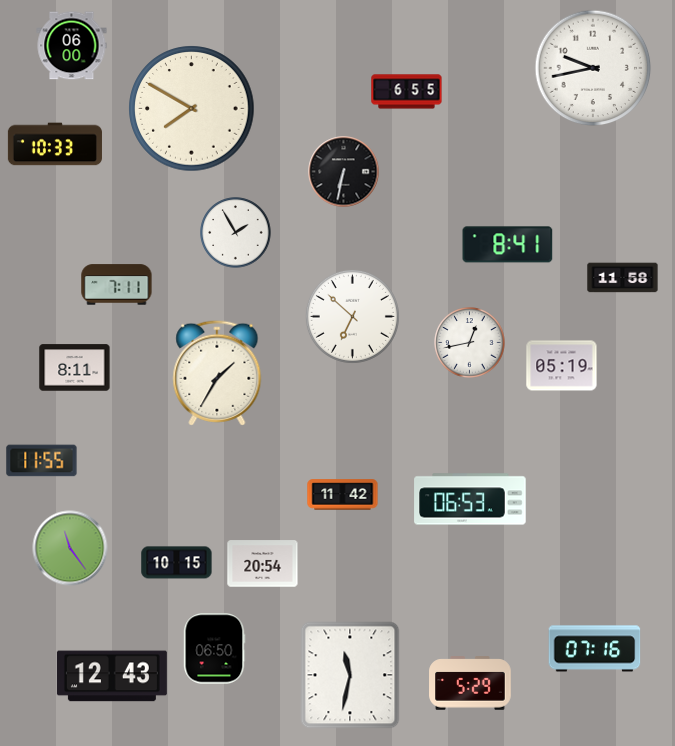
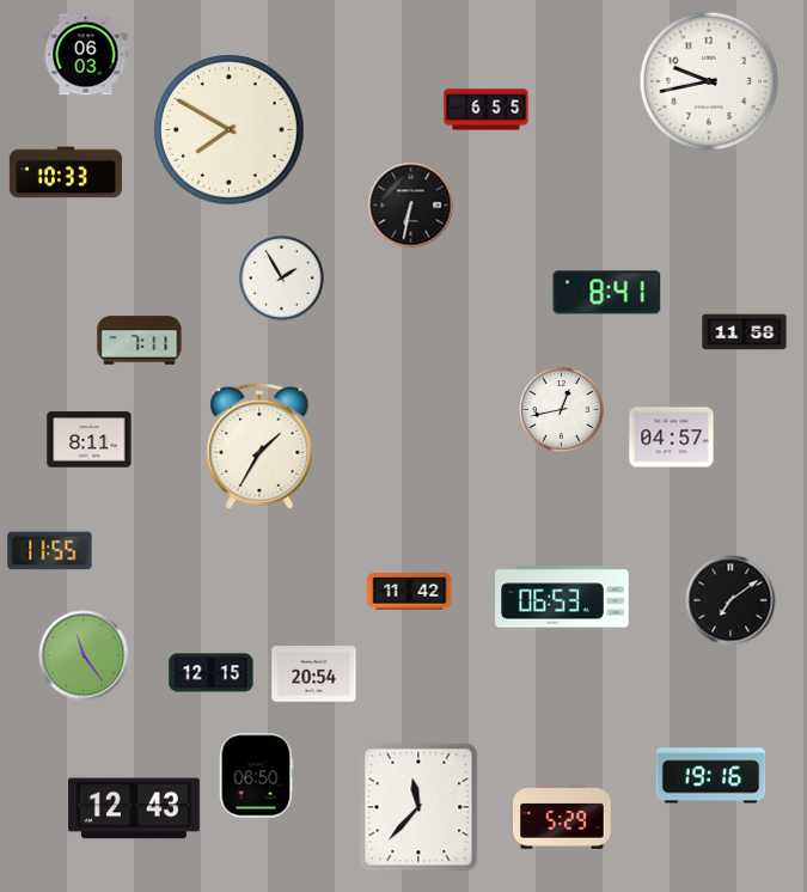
clock at (72, 46): 06:00 -> 06:03
clock at (352, 316): 6:52 -> none
clock at (562, 366): 05:19 -> 04:57
clock at (730, 600): none -> 7:09
clock at (177, 563): 10:15 -> 12:15
clock at (595, 649): 07:16 -> 19:16
clock at (350, 675): 11:32 -> 11:37
